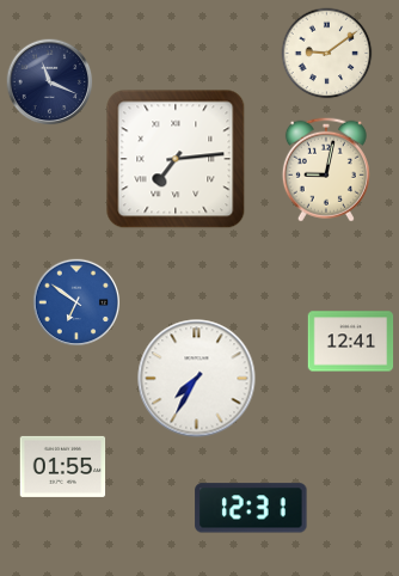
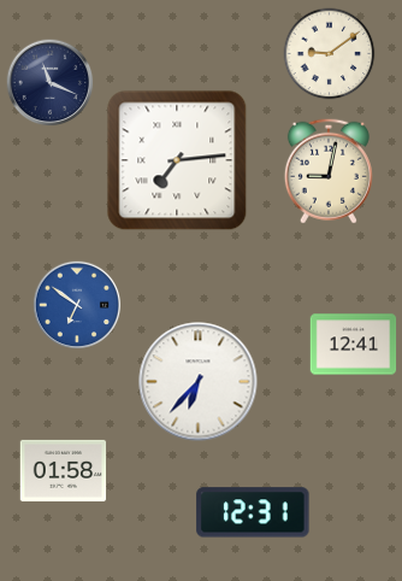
clock at (197, 379): 7:35 -> 6:37
clock at (63, 466): 01:55 -> 01:58
